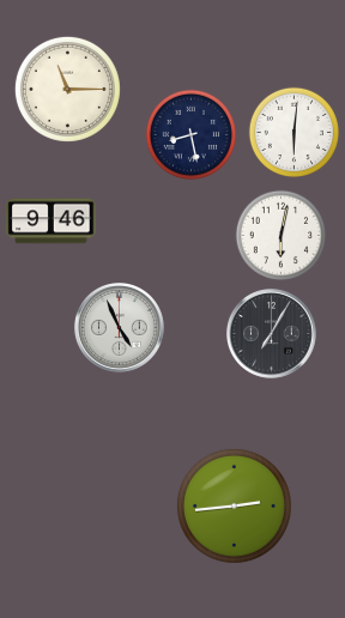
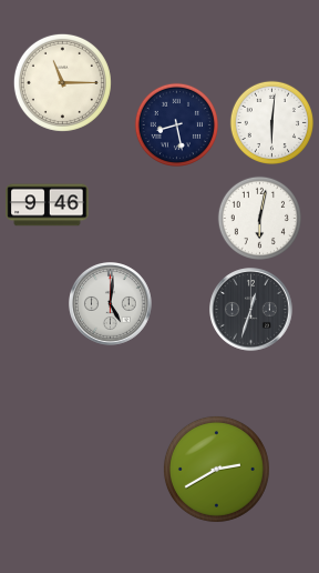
clock at (120, 328): 4:56 -> 5:01
clock at (272, 334): 7:05 -> 12:33
clock at (234, 505): 2:44 -> 2:40
